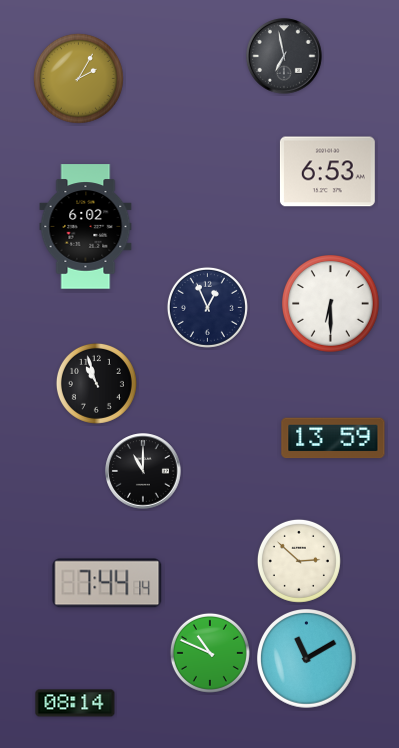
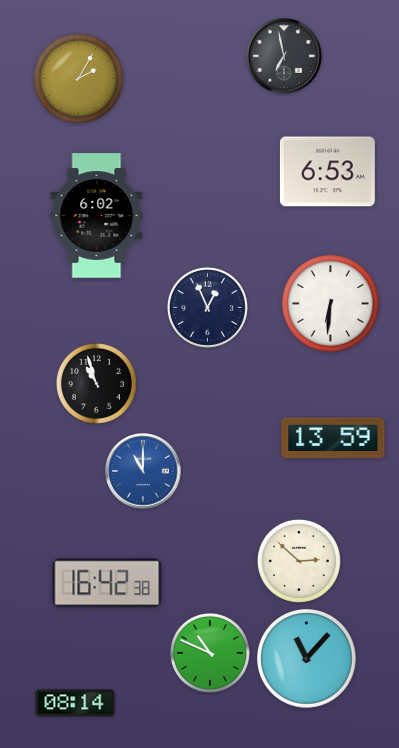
clock at (86, 227) position: (86, 227) -> (97, 216)
clock at (331, 304): 6:30 -> 6:31
clock at (143, 471) dial: black -> blue
clock at (107, 583): 7:44 -> 16:42
clock at (307, 659): 11:10 -> 11:07
